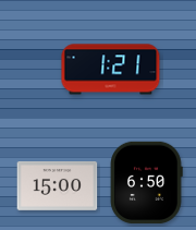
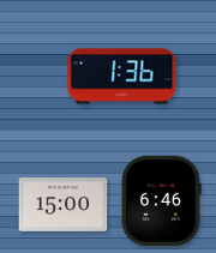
clock at (111, 70): 1:21 -> 1:36
clock at (146, 183): 6:50 -> 6:46
